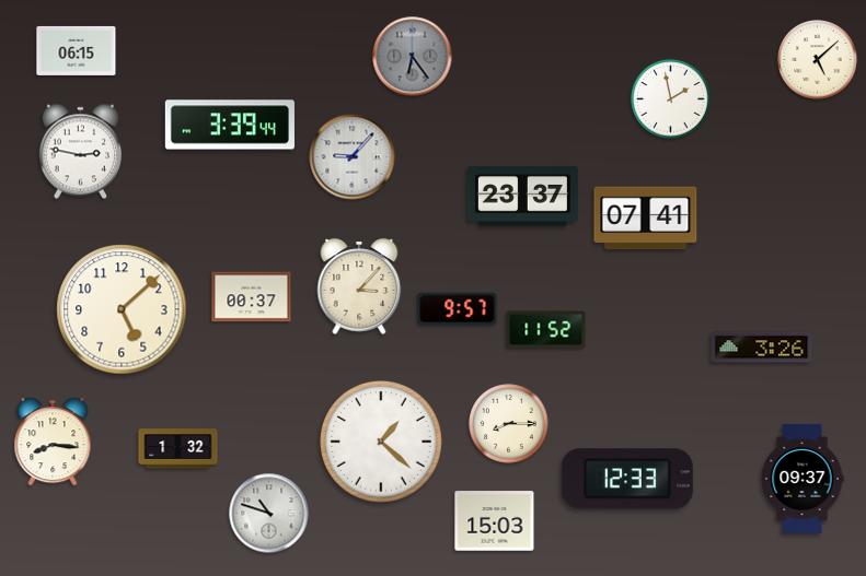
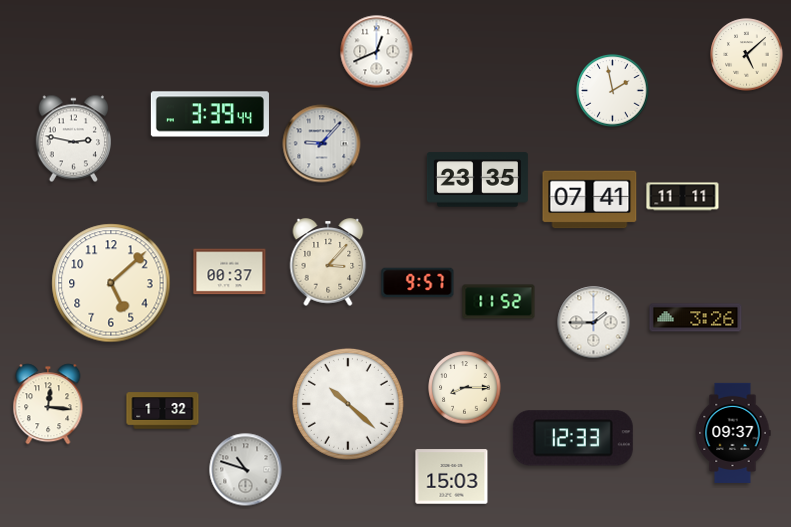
clock at (77, 50): 06:15 -> none
clock at (413, 57): 6:24 -> 12:41
clock at (413, 57) dial: grey -> white
clock at (522, 197): 23:37 -> 23:35
clock at (683, 197): none -> 11:11
clock at (594, 323): none -> 1:45
clock at (53, 442): 8:16 -> 12:16
clock at (381, 442): 1:22 -> 10:22
clock at (803, 479) position: (803, 479) -> (733, 433)
